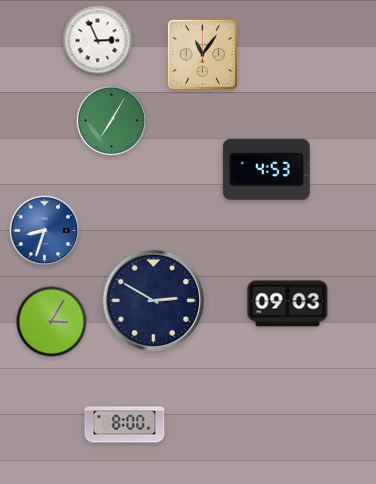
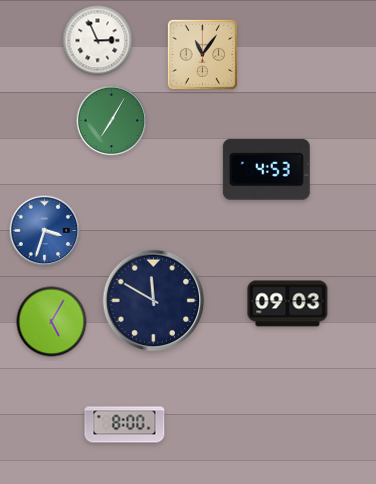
clock at (45, 231): 8:33 -> 3:33
clock at (154, 301): 2:50 -> 11:50
clock at (52, 322): 3:05 -> 5:05
